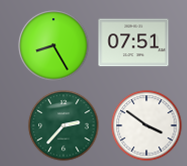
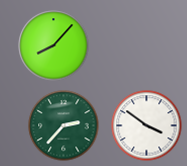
clock at (134, 43): 07:51 -> none
clock at (54, 46): 8:25 -> 8:07
